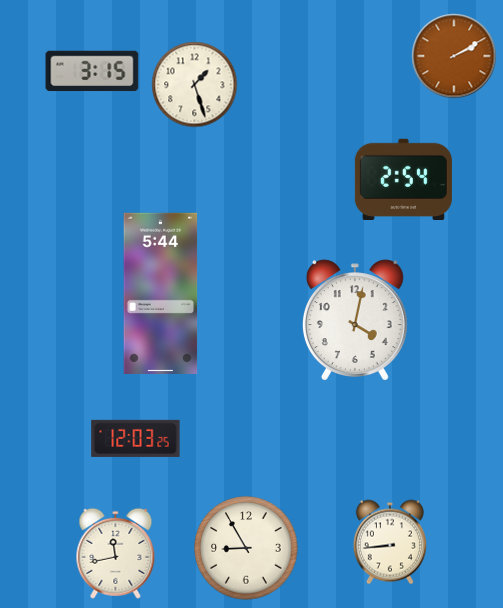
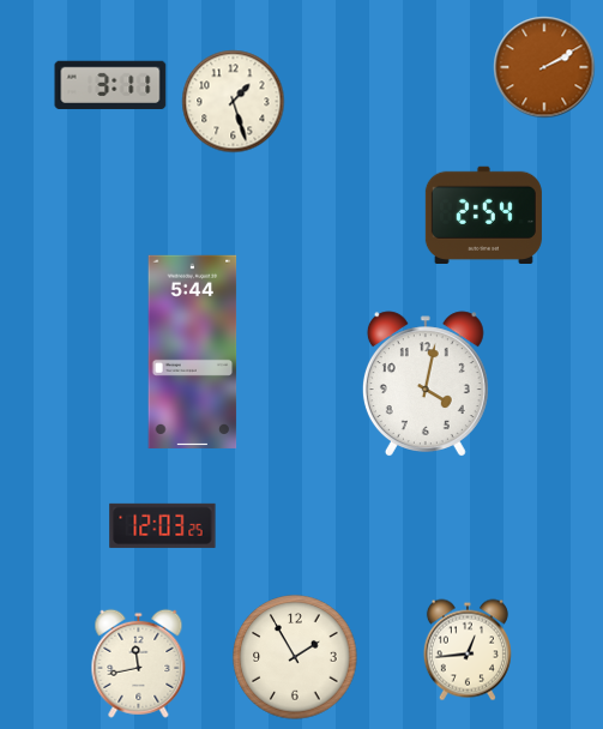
clock at (92, 71): 3:15 -> 3:11
clock at (390, 542): 8:44 -> 12:44
clock at (246, 548): 8:55 -> 1:55
